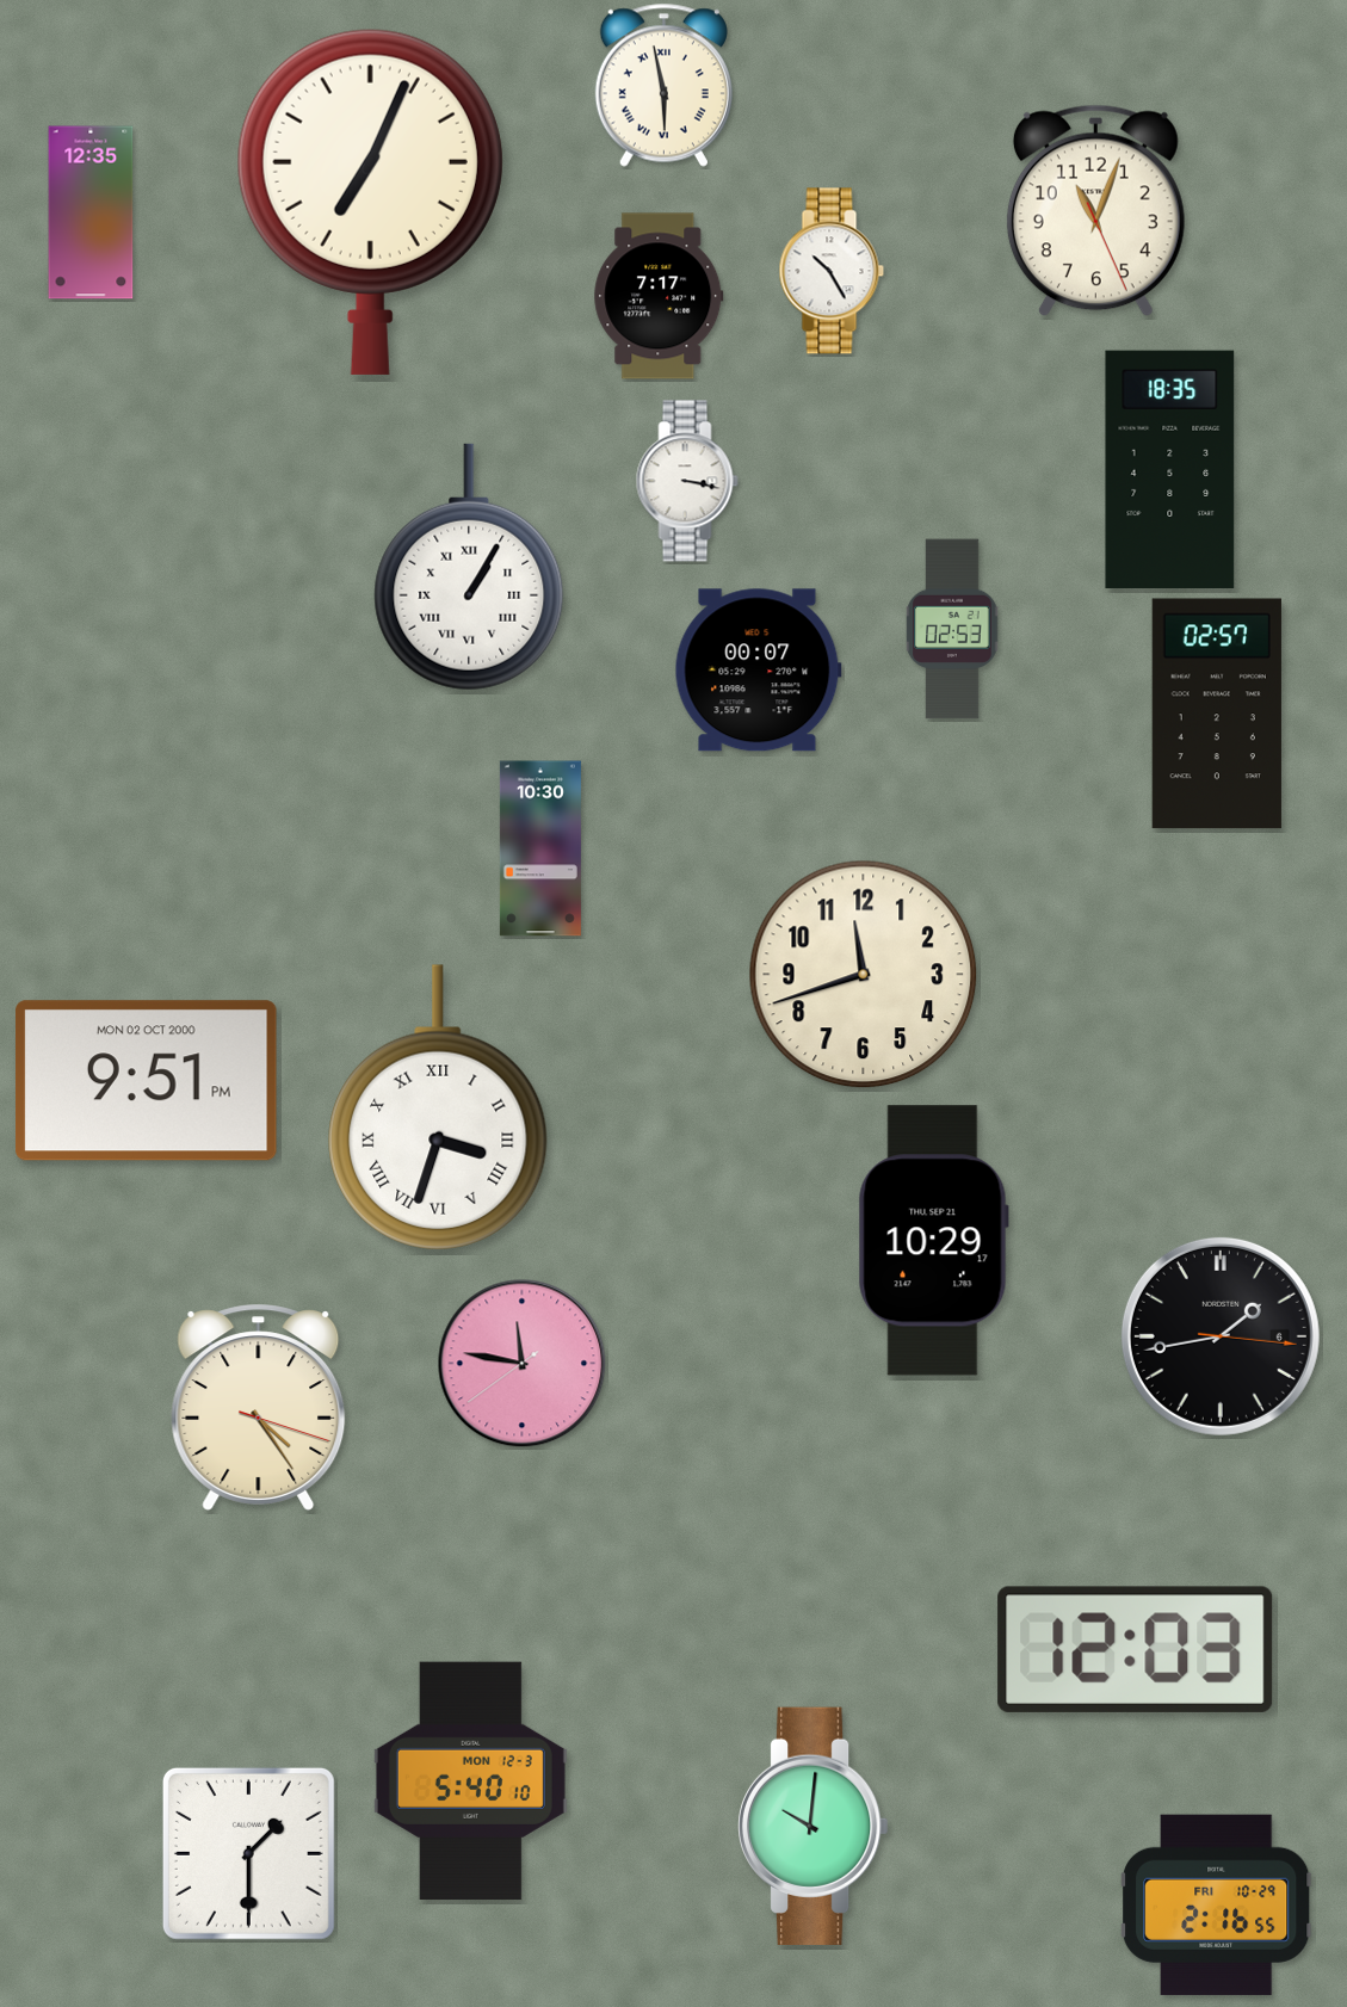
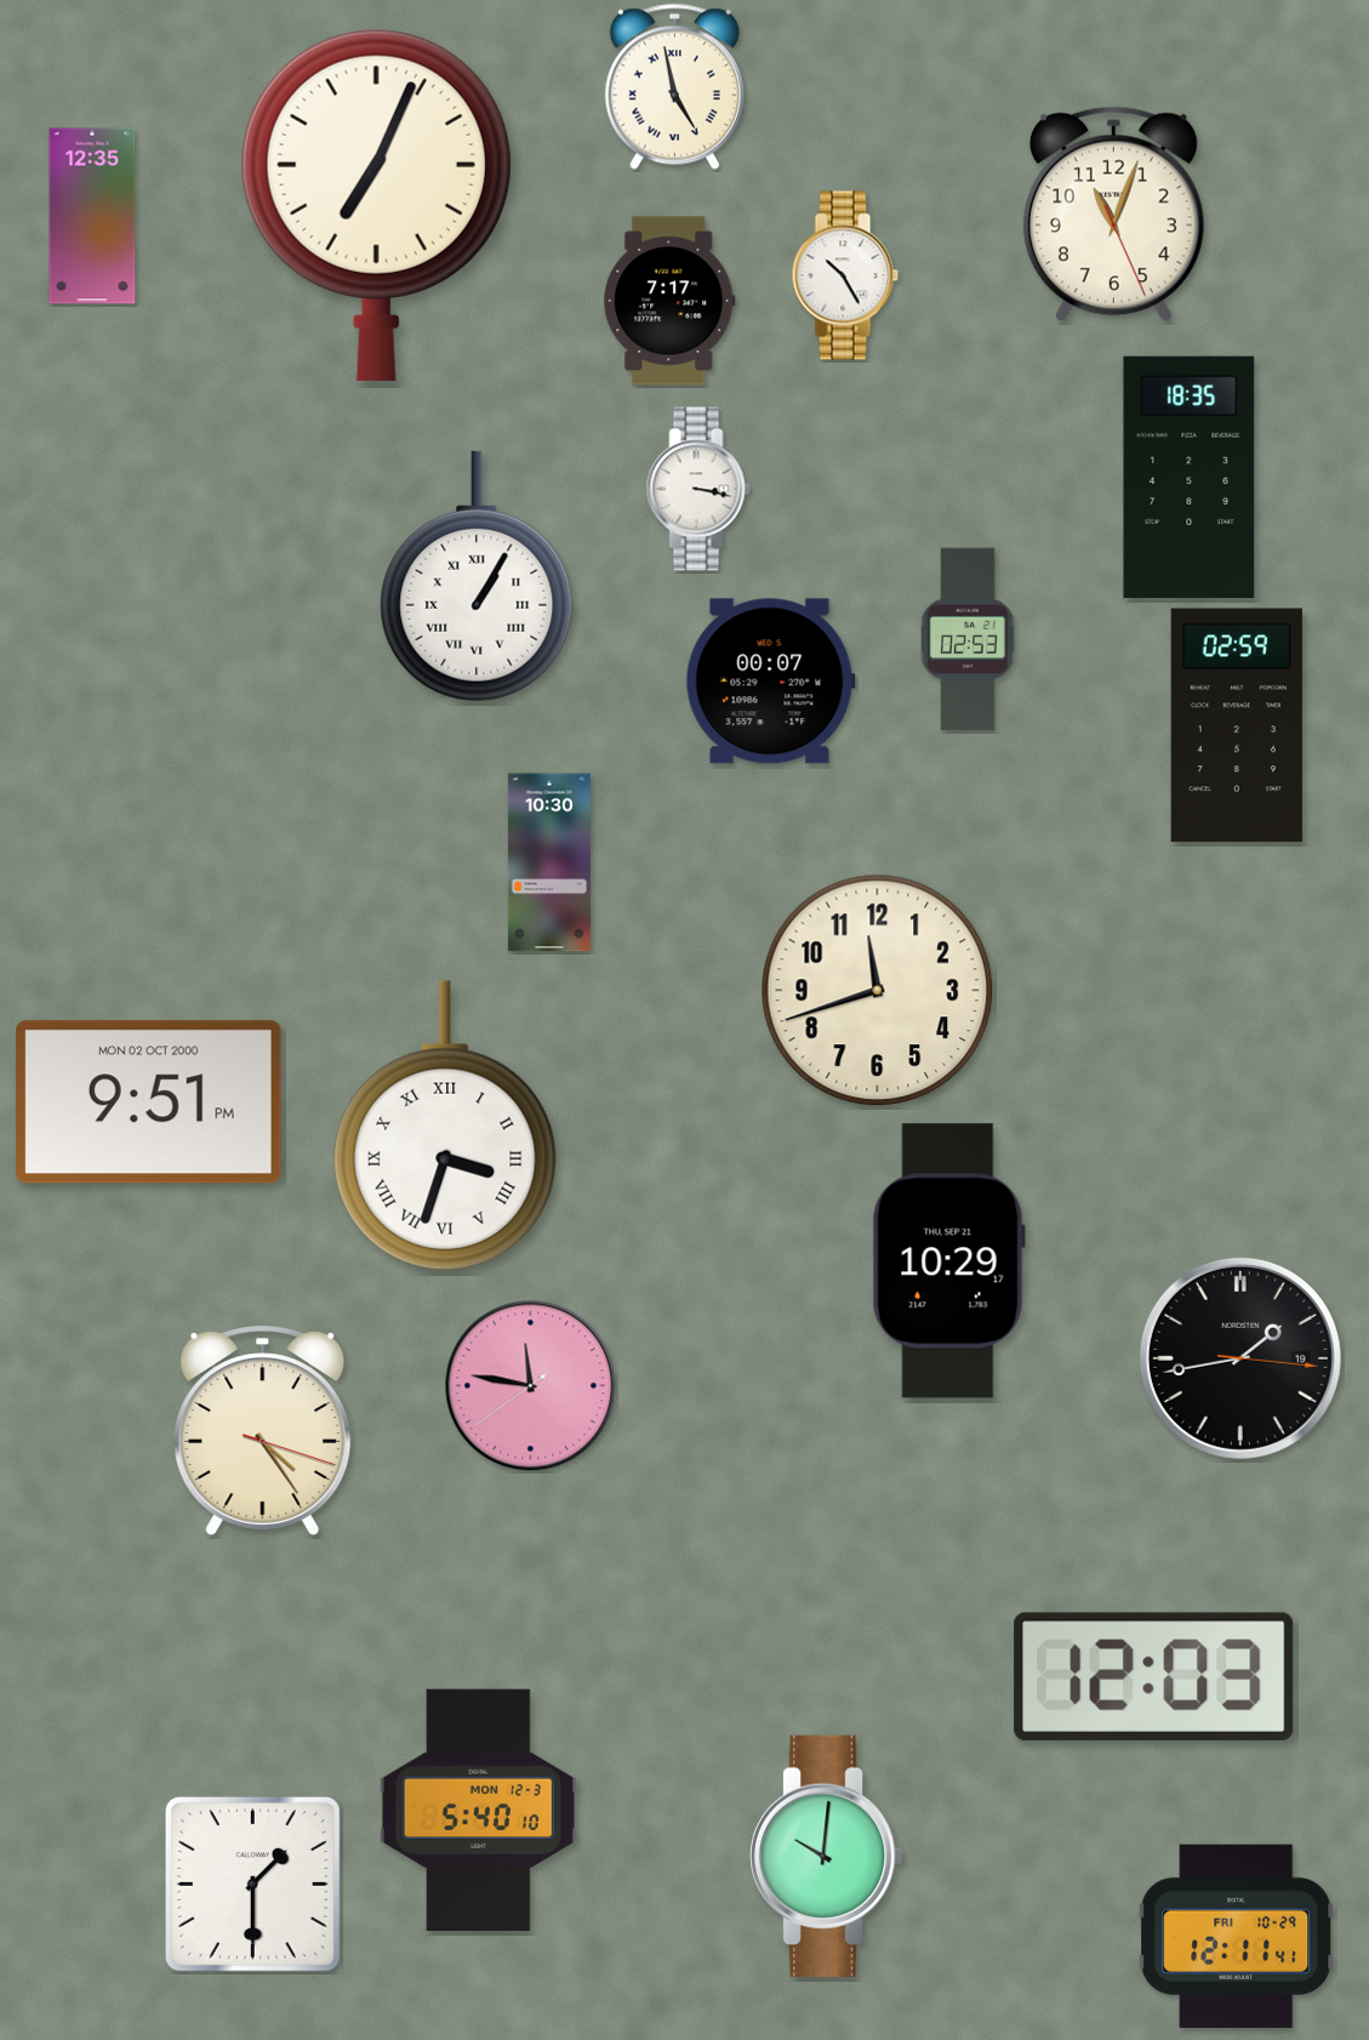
clock at (663, 85): 5:58 -> 4:58
clock at (1217, 714): 02:57 -> 02:59
clock at (147, 1081) position: (147, 1081) -> (149, 1102)
clock at (1221, 1336) date: 6 -> 19
clock at (1217, 1904): 2:16 -> 12:11
